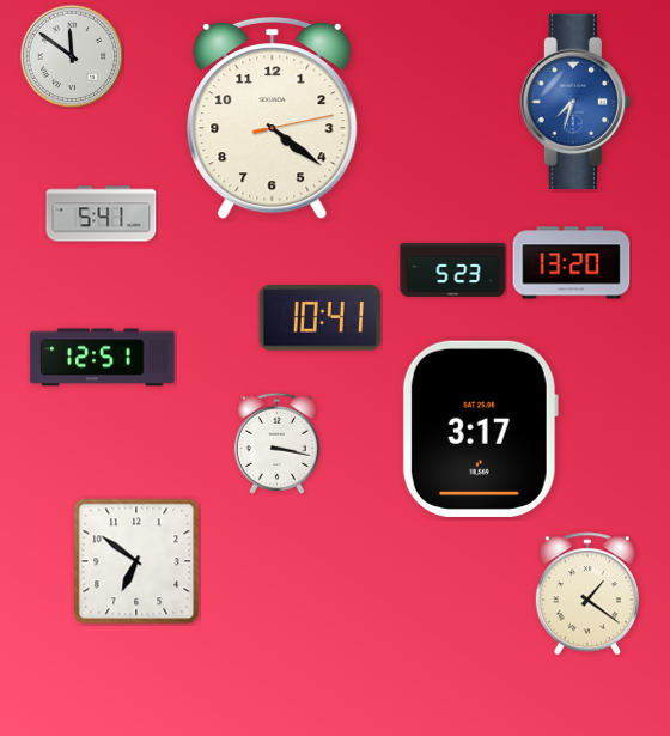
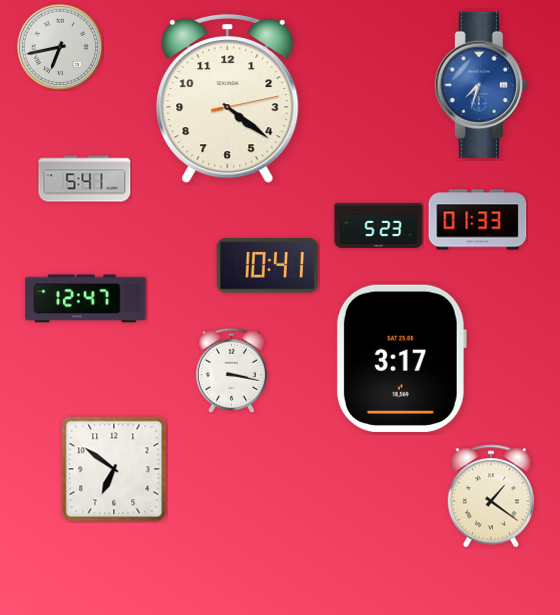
clock at (72, 56): 11:51 -> 6:43
clock at (572, 263): 13:20 -> 01:33
clock at (103, 358): 12:51 -> 12:47
